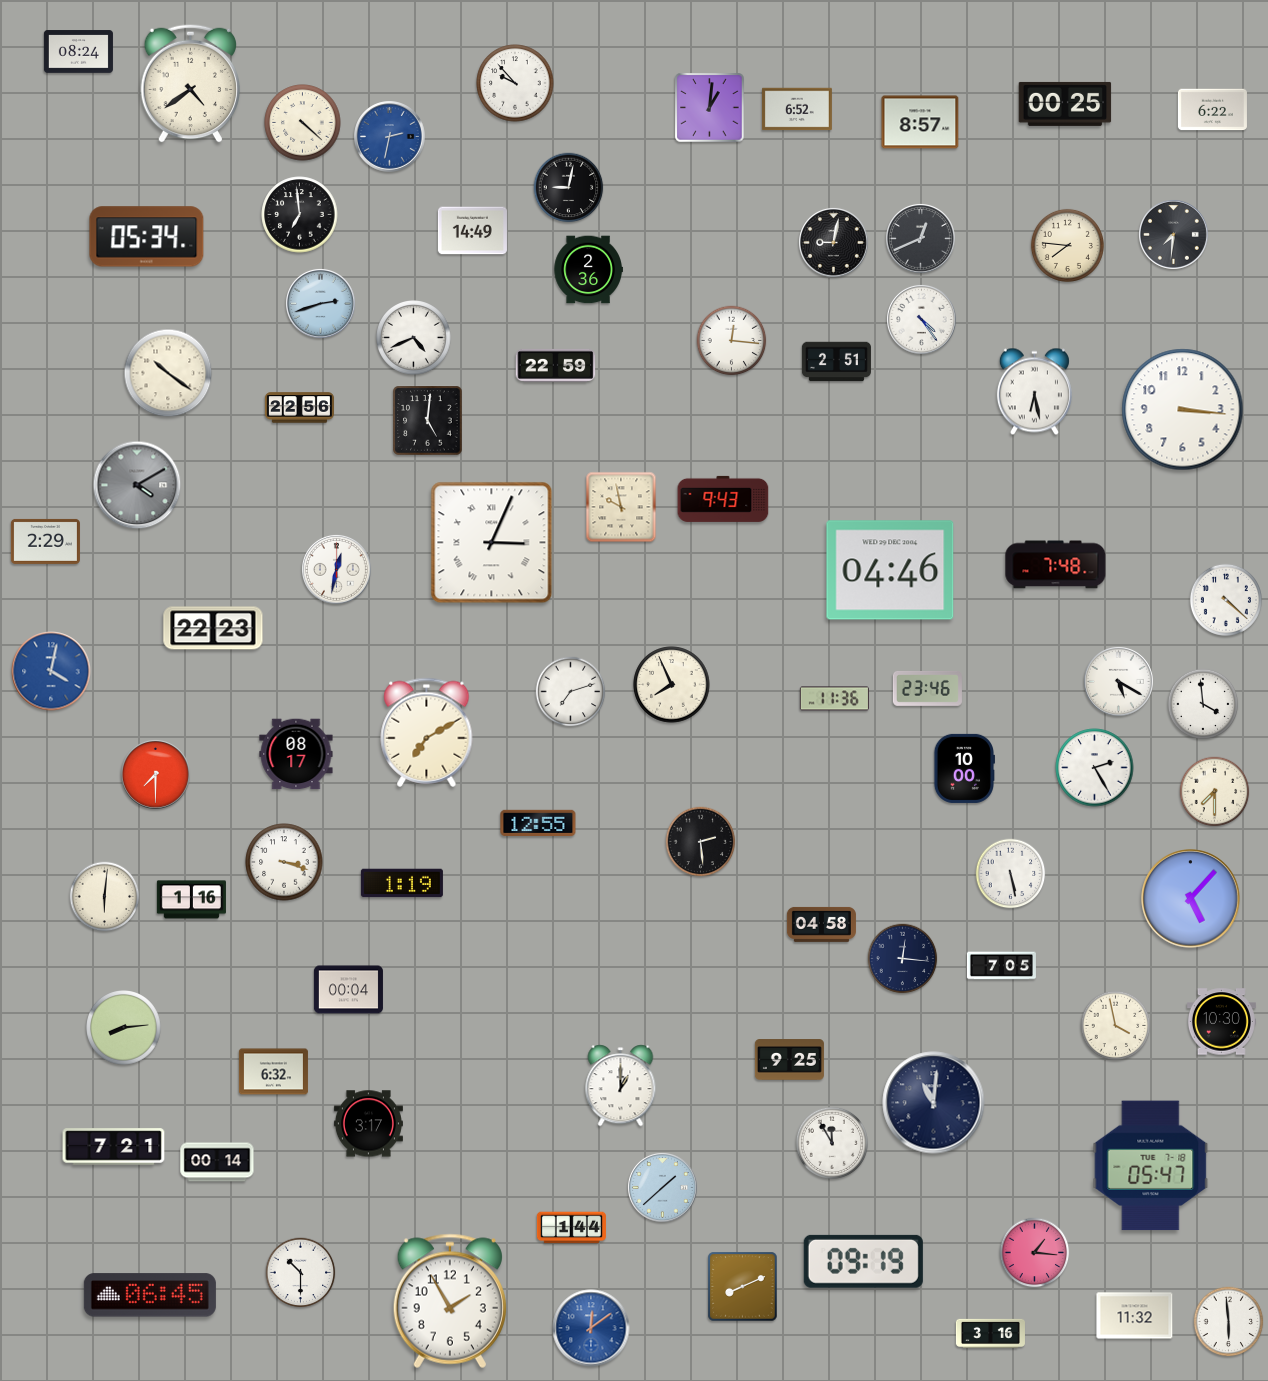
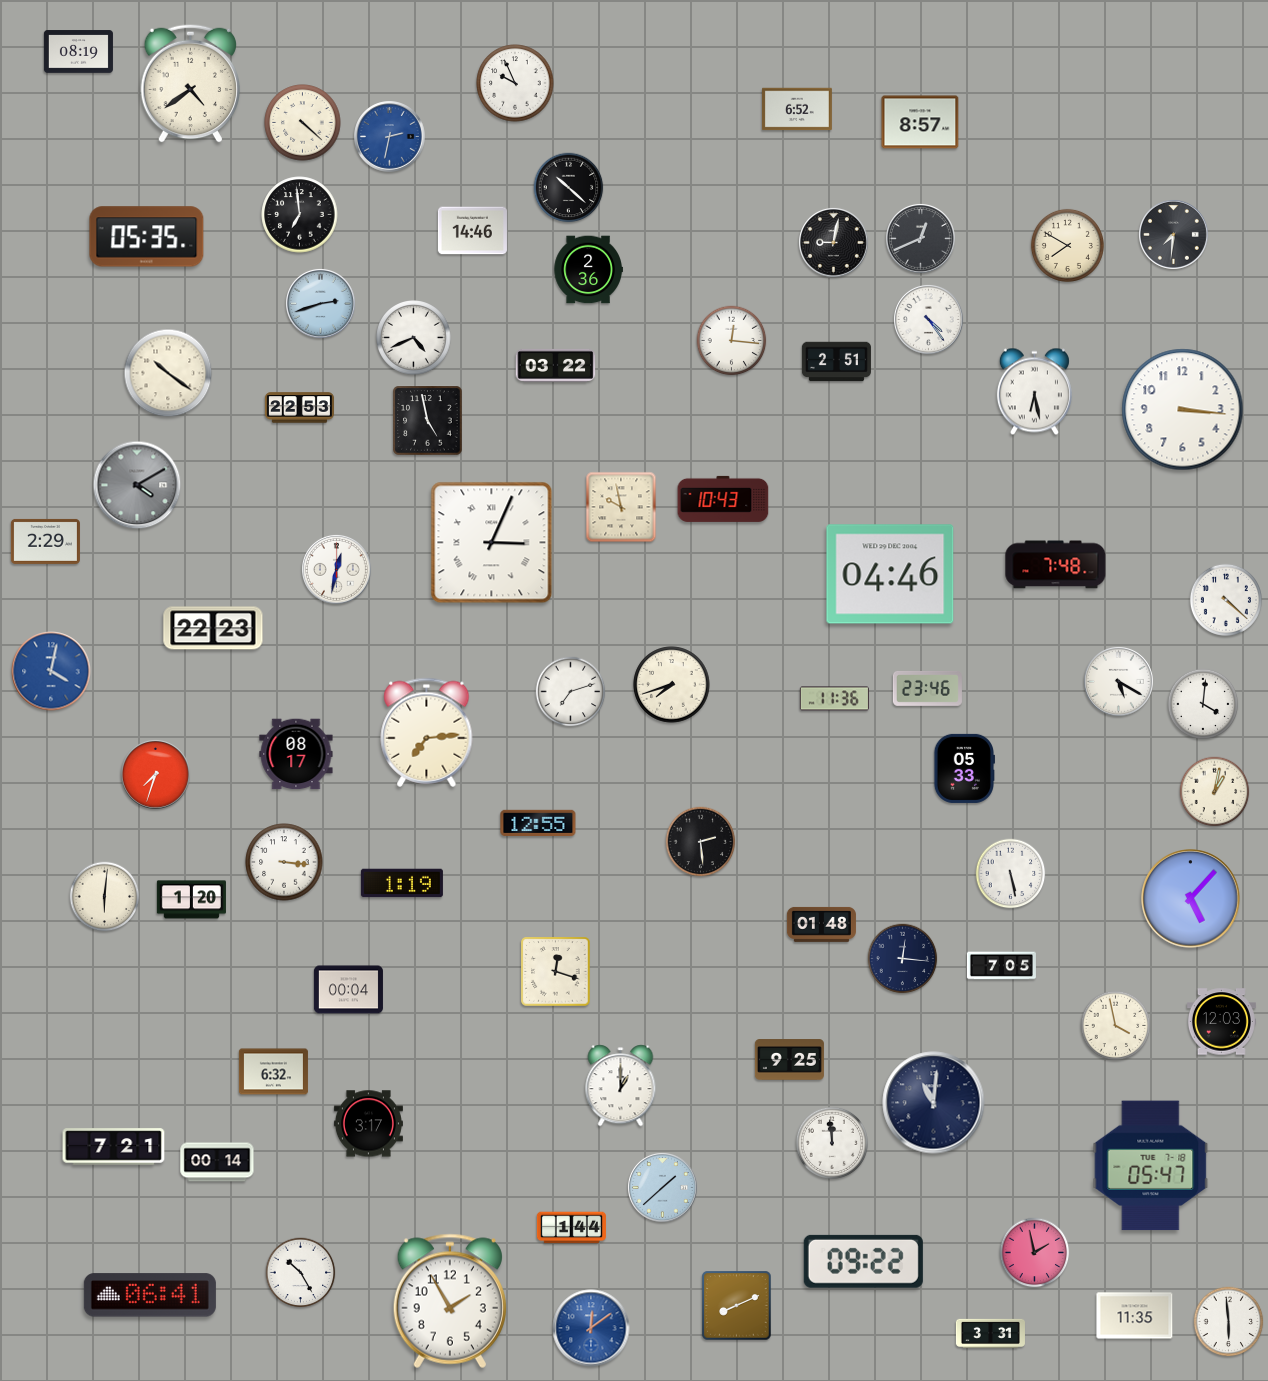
clock at (78, 52): 08:24 -> 08:19
clock at (515, 83): 9:53 -> 9:56
clock at (1065, 104): 00:25 -> none
clock at (710, 108): 1:01 -> none
clock at (1212, 110): 6:22 -> none
clock at (569, 188): 9:02 -> 10:22
clock at (472, 231): 14:49 -> 14:46
clock at (147, 237): 05:34 -> 05:35
clock at (1067, 245): 7:46 -> 7:50
clock at (921, 319) position: (921, 319) -> (928, 319)
clock at (556, 365): 22:59 -> 03:22
clock at (299, 408): 22:56 -> 22:53
clock at (428, 421): 5:01 -> 4:58
clock at (723, 499): 9:43 -> 10:43
clock at (890, 570) position: (890, 570) -> (890, 574)
clock at (672, 685): 7:56 -> 7:42
clock at (1203, 704): 3:59 -> 4:01
clock at (427, 732): 7:10 -> 7:14
clock at (963, 768): 10:00 -> 05:33
clock at (1095, 768): 2:25 -> none
clock at (155, 774): 7:30 -> 7:33
clock at (1215, 792): 7:30 -> 1:02
clock at (284, 862): 3:18 -> 3:16
clock at (191, 900): 1:16 -> 1:20
clock at (821, 924): 04:58 -> 01:48
clock at (556, 972): none -> 12:18
clock at (1221, 1022): 10:30 -> 12:03
clock at (124, 1028): 8:14 -> none
clock at (832, 1143): 11:55 -> 11:59
clock at (1035, 1253): 1:16 -> 1:58
clock at (863, 1261): 09:19 -> 09:22
clock at (301, 1273): 10:30 -> 10:25
clock at (743, 1287) position: (743, 1287) -> (737, 1306)
clock at (150, 1295): 06:45 -> 06:41
clock at (1135, 1316): 11:32 -> 11:35
clock at (990, 1334): 3:16 -> 3:31
